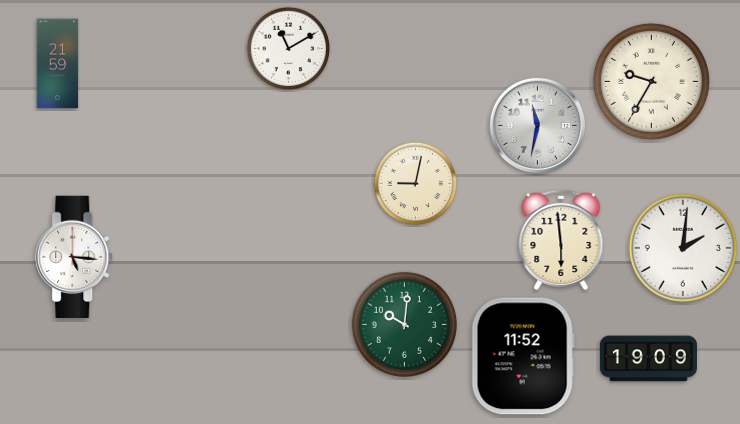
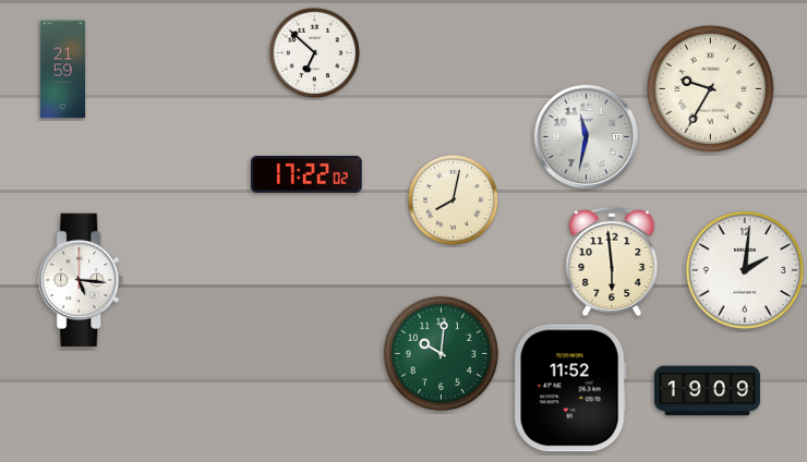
clock at (289, 49): 11:10 -> 6:52
clock at (306, 174): none -> 17:22
clock at (416, 184): 9:02 -> 8:02
